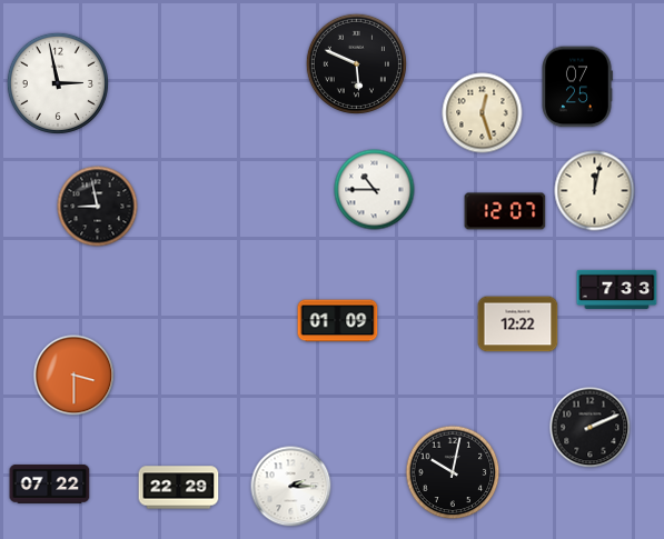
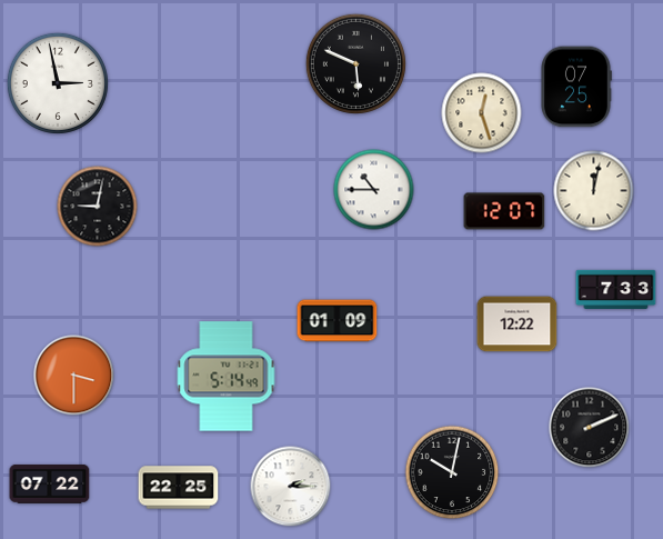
clock at (98, 207): 8:58 -> 9:02
clock at (227, 377): none -> 5:14
clock at (179, 488): 22:29 -> 22:25
